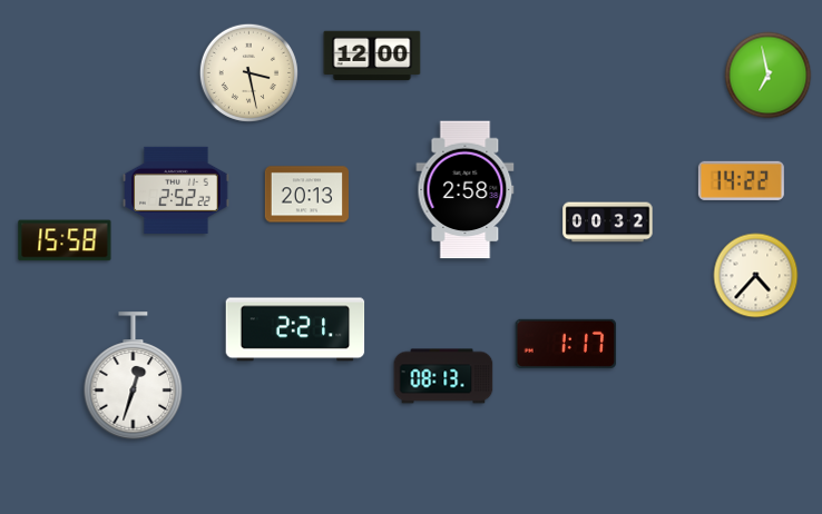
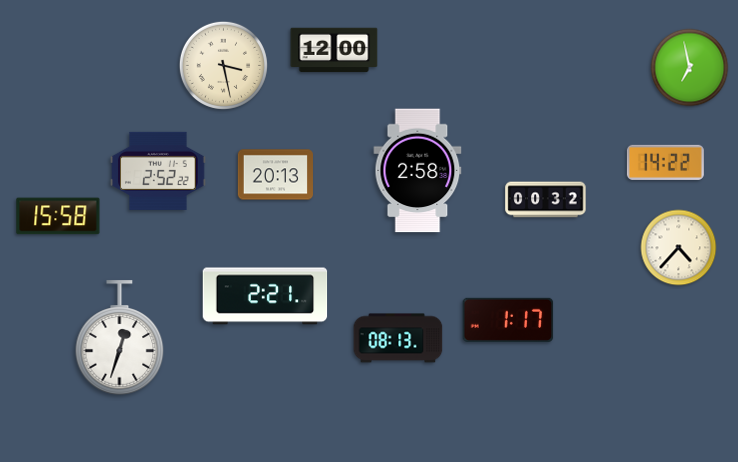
clock at (566, 344) position: (566, 344) -> (508, 320)
